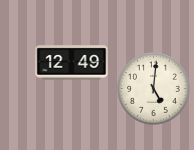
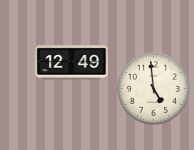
clock at (154, 89): 5:01 -> 4:59
